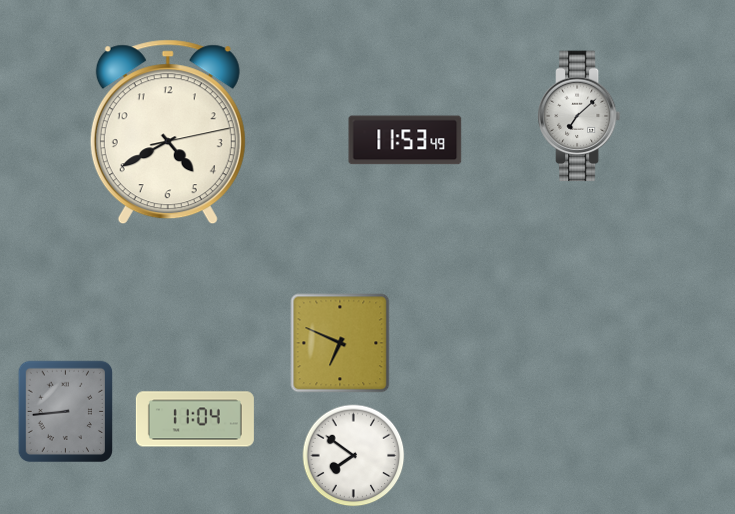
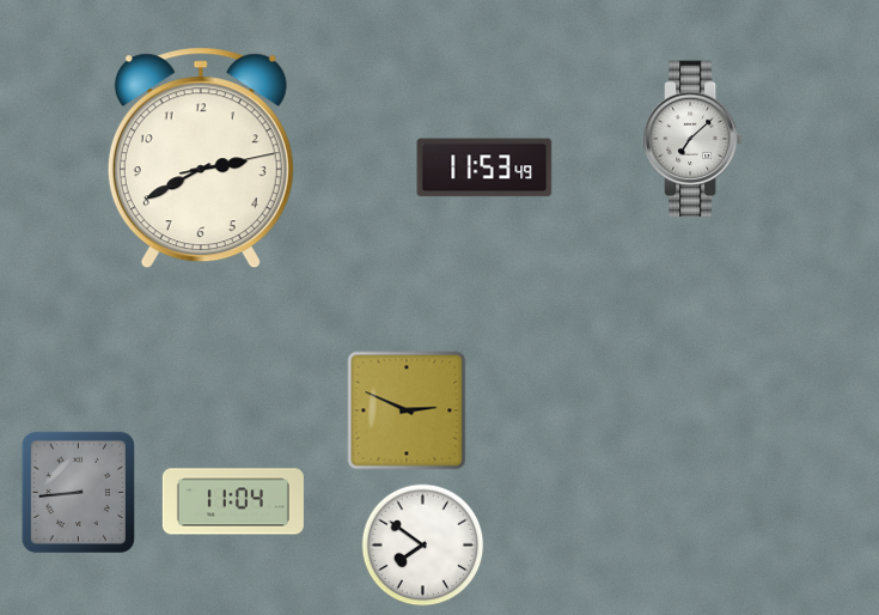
clock at (168, 132): 4:40 -> 2:40
clock at (340, 343): 6:49 -> 2:49
